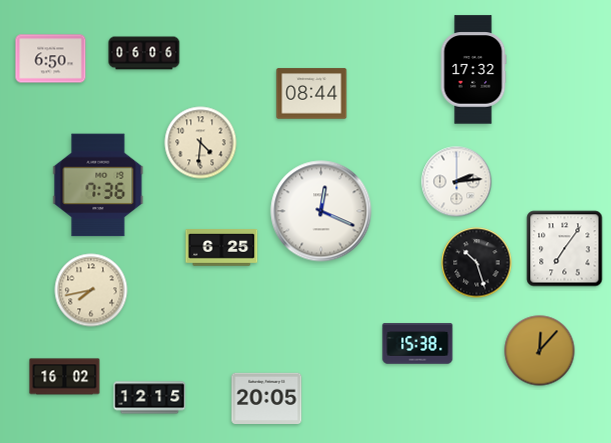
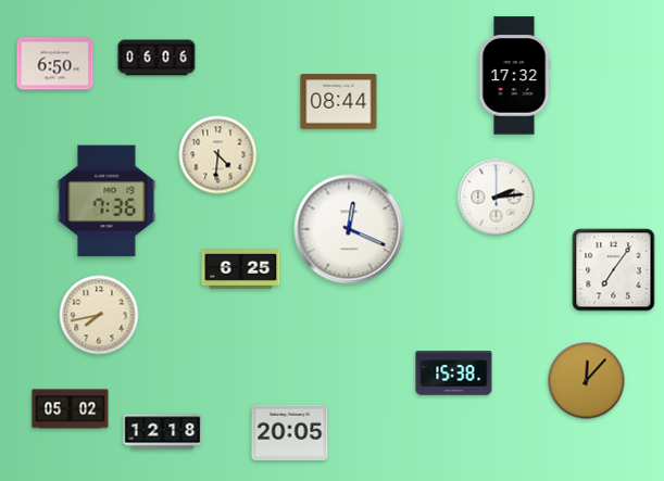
clock at (477, 263): 10:27 -> none
clock at (65, 377): 16:02 -> 05:02
clock at (150, 398): 12:15 -> 12:18
